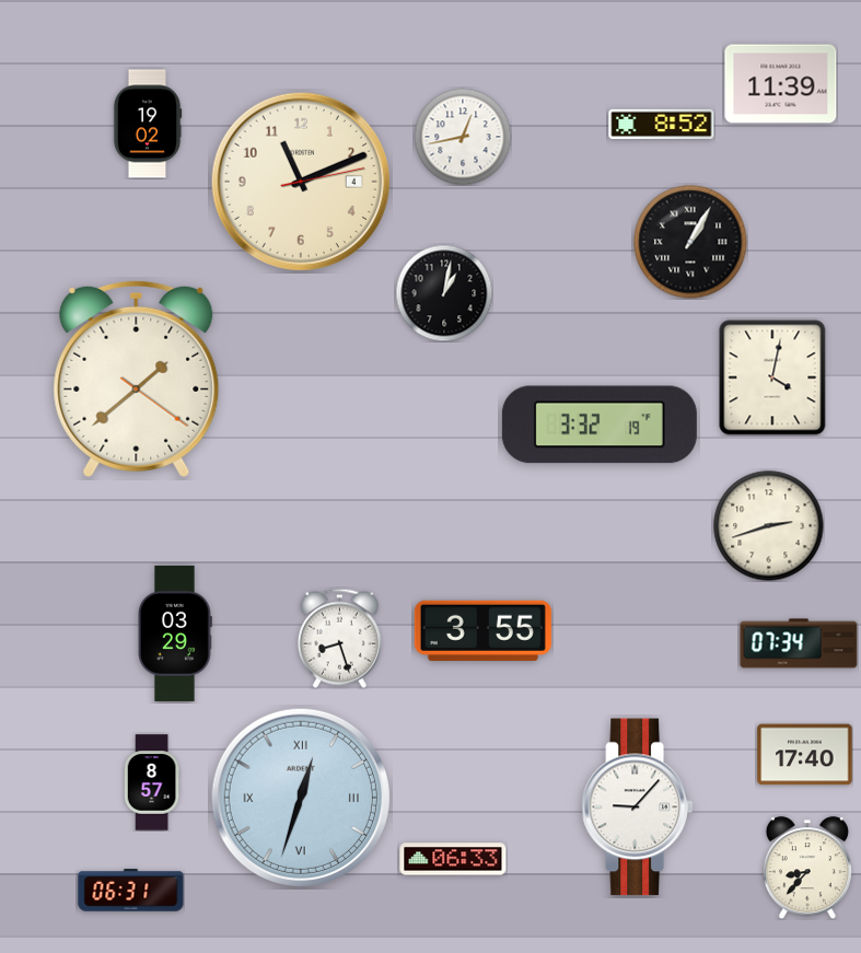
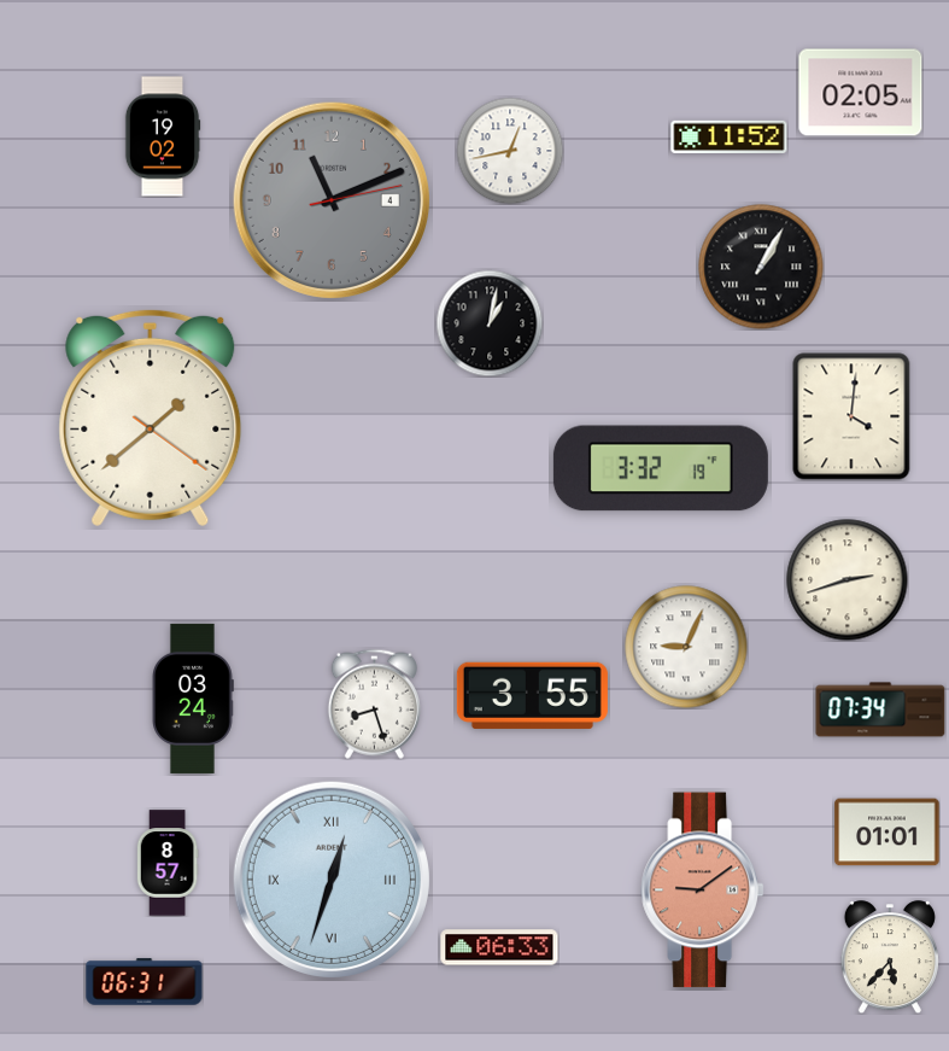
clock at (781, 84): 11:39 -> 02:05
clock at (662, 124): 8:52 -> 11:52
clock at (301, 182) dial: cream -> grey
clock at (772, 377): 4:02 -> 4:01
clock at (686, 647): none -> 9:04
clock at (175, 634): 03:29 -> 03:24
clock at (805, 755): 17:40 -> 01:01
clock at (637, 807): 9:07 -> 9:09
clock at (637, 807) dial: white -> salmon
clock at (807, 868): 8:37 -> 5:37
